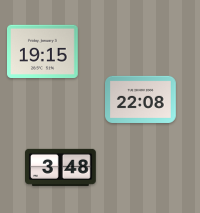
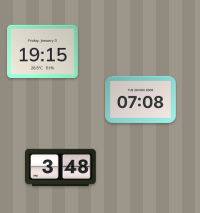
clock at (141, 99): 22:08 -> 07:08
